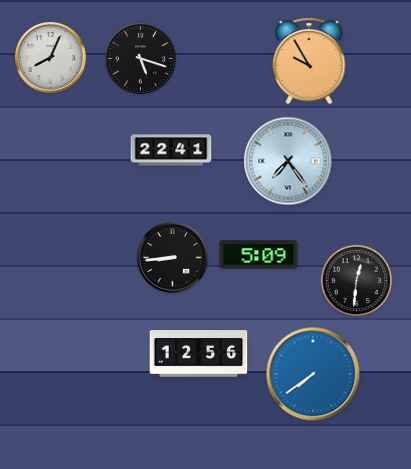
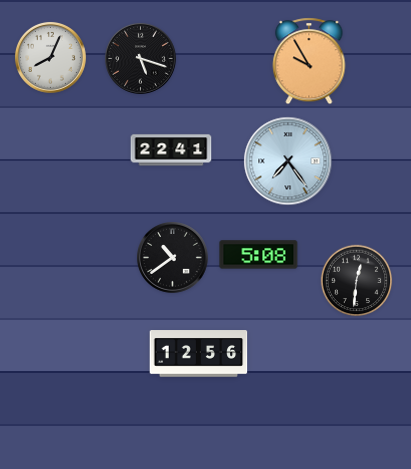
clock at (259, 255): 5:09 -> 5:08
clock at (172, 257): 8:44 -> 10:39
clock at (313, 374): 7:39 -> none
